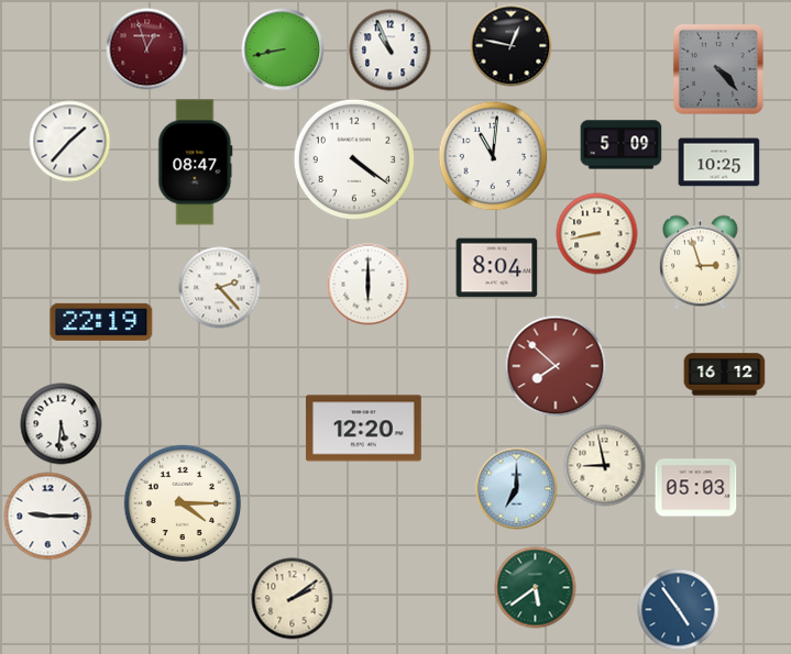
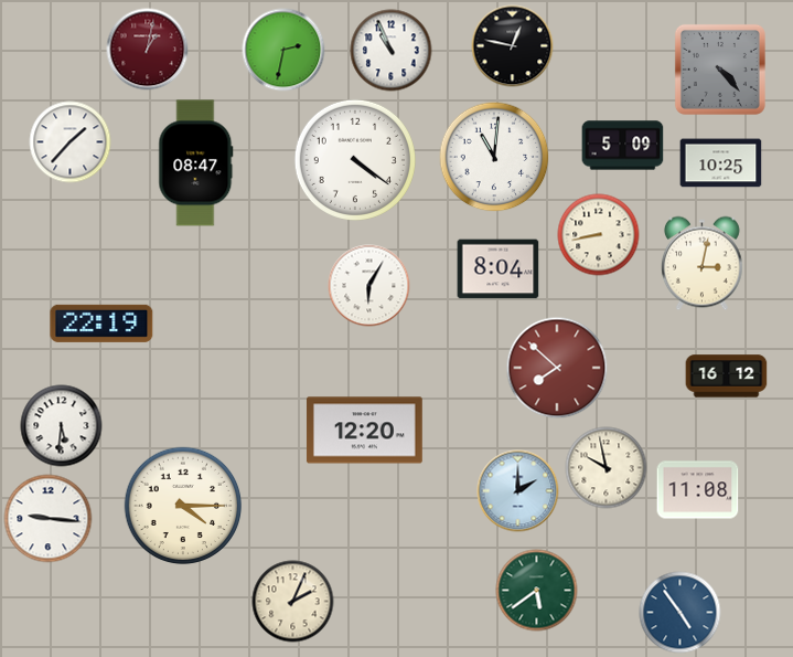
clock at (147, 49): 12:57 -> 1:02
clock at (283, 49): 8:43 -> 2:32
clock at (700, 263): 2:57 -> 3:02
clock at (369, 285): 6:00 -> 6:05
clock at (220, 288): 2:23 -> none
clock at (605, 466): 8:58 -> 9:58
clock at (696, 488): 05:03 -> 11:08
clock at (517, 489): 7:00 -> 2:00
clock at (48, 517): 9:15 -> 9:16
clock at (293, 599): 2:09 -> 2:04
